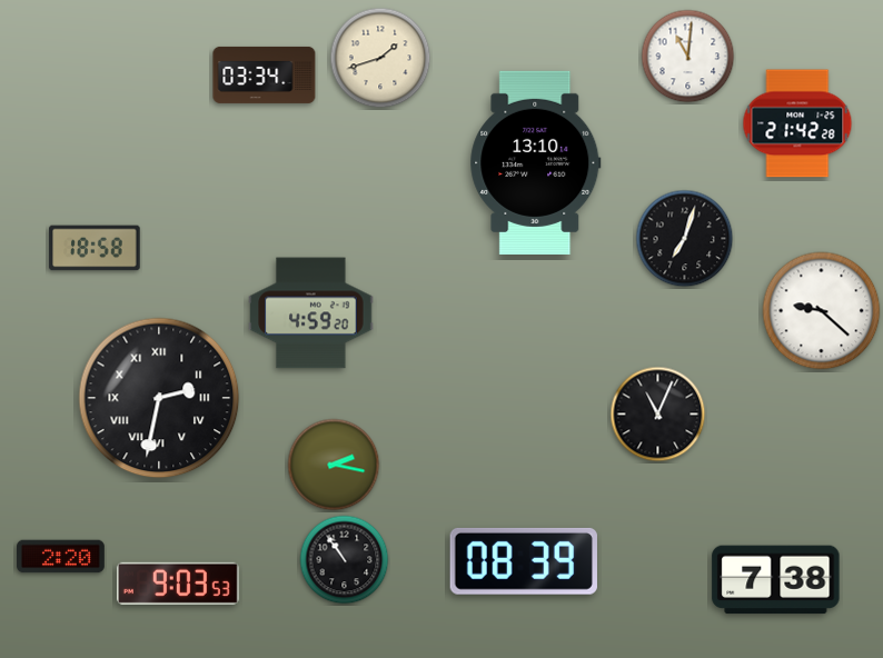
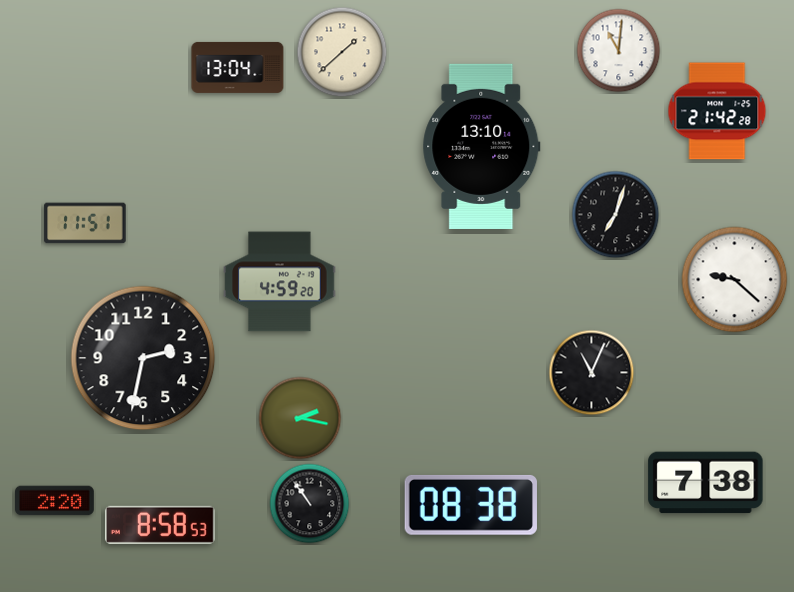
clock at (380, 58): 1:42 -> 1:38
clock at (265, 74): 03:34 -> 13:04
clock at (95, 248): 18:58 -> 11:51
clock at (822, 311) position: (822, 311) -> (735, 280)
clock at (159, 398) numerals: Roman -> Arabic
clock at (524, 561): 08:39 -> 08:38
clock at (776, 580) position: (776, 580) -> (706, 483)
clock at (178, 584): 9:03 -> 8:58
